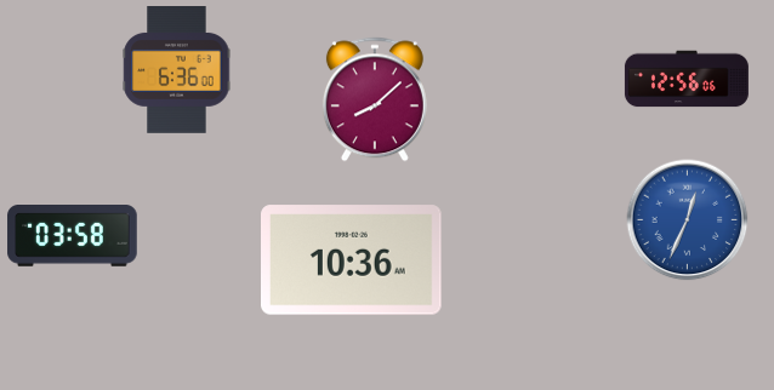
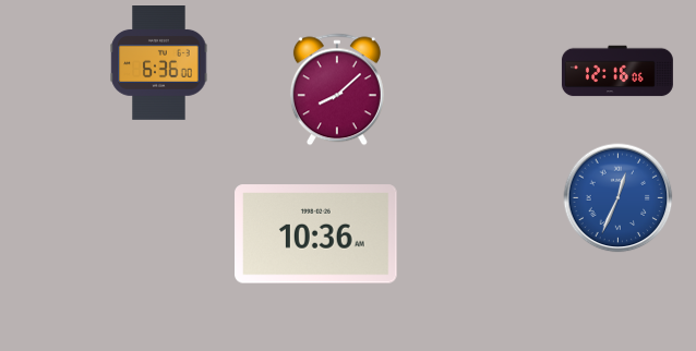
clock at (687, 79): 12:56 -> 12:16
clock at (73, 236): 03:58 -> none
